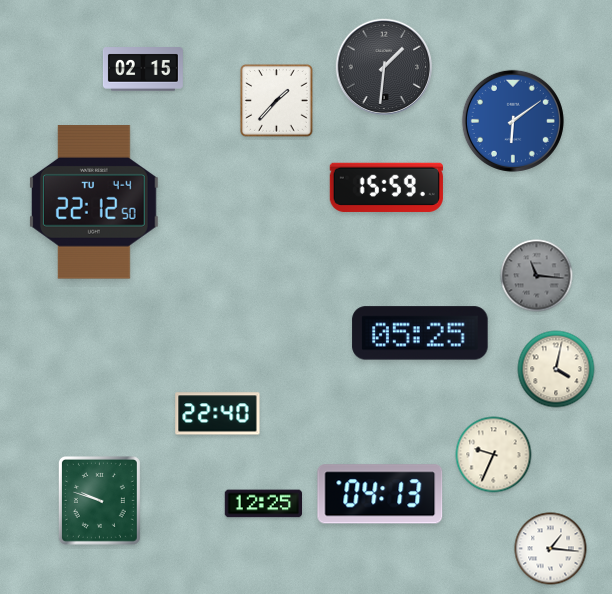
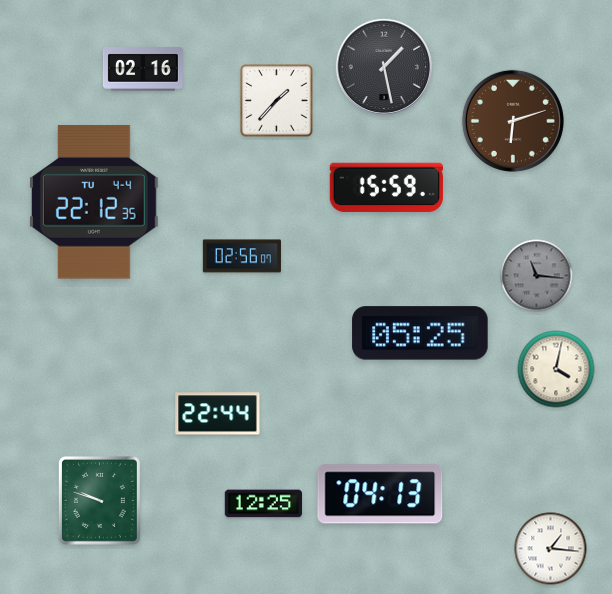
clock at (383, 66): 1:31 -> 1:28
clock at (143, 69): 02:15 -> 02:16
clock at (513, 121): 6:09 -> 6:12
clock at (513, 121) dial: blue -> brown
clock at (94, 202): 22:12:50 -> 22:12:35
clock at (242, 256): none -> 02:56
clock at (218, 414): 22:40 -> 22:44
clock at (494, 455): 9:34 -> none
